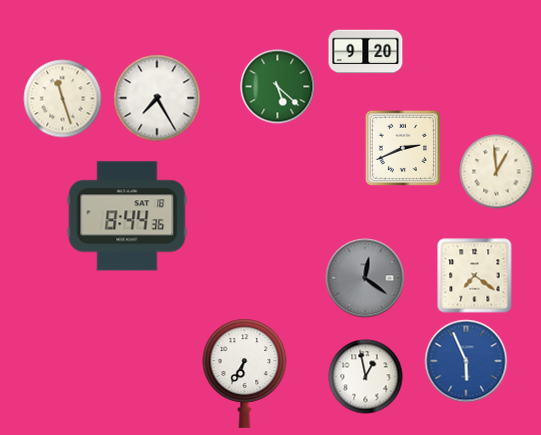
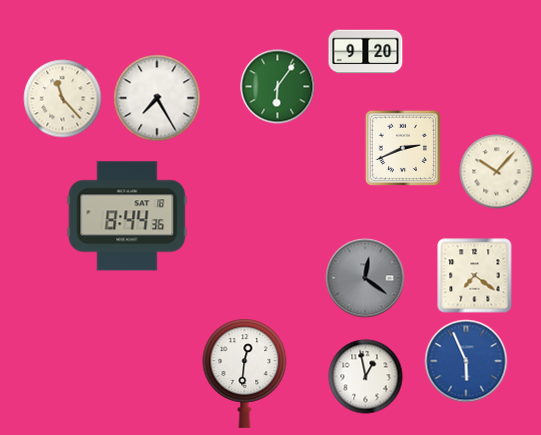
clock at (278, 87): 5:22 -> 6:06
clock at (63, 99): 11:27 -> 11:23
clock at (497, 172): 12:59 -> 10:07
clock at (245, 373): 6:35 -> 12:31
